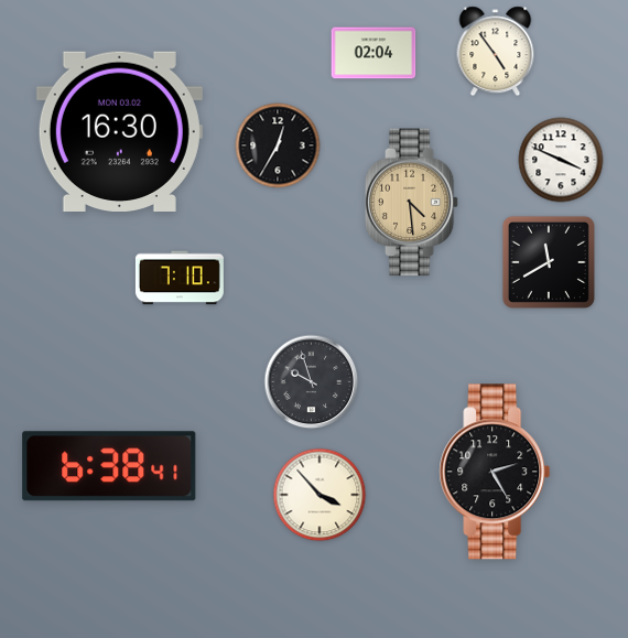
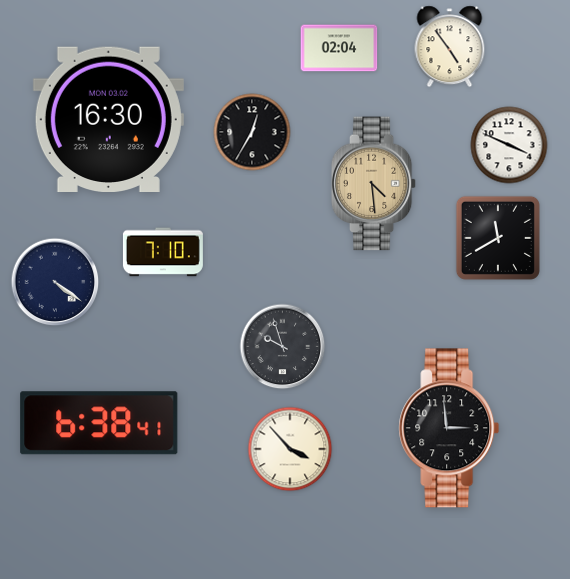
clock at (55, 282): none -> 4:21
clock at (495, 472): 2:25 -> 2:59
